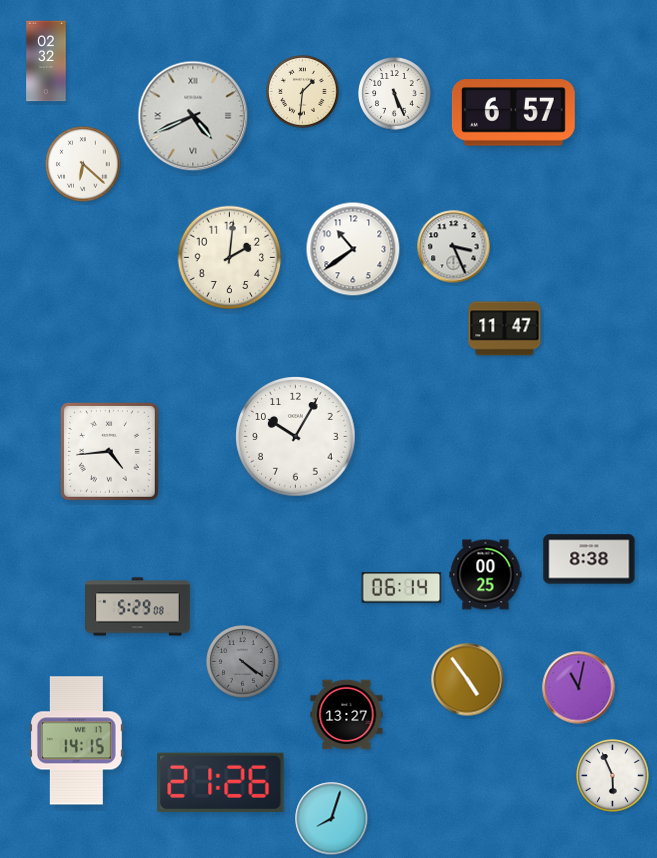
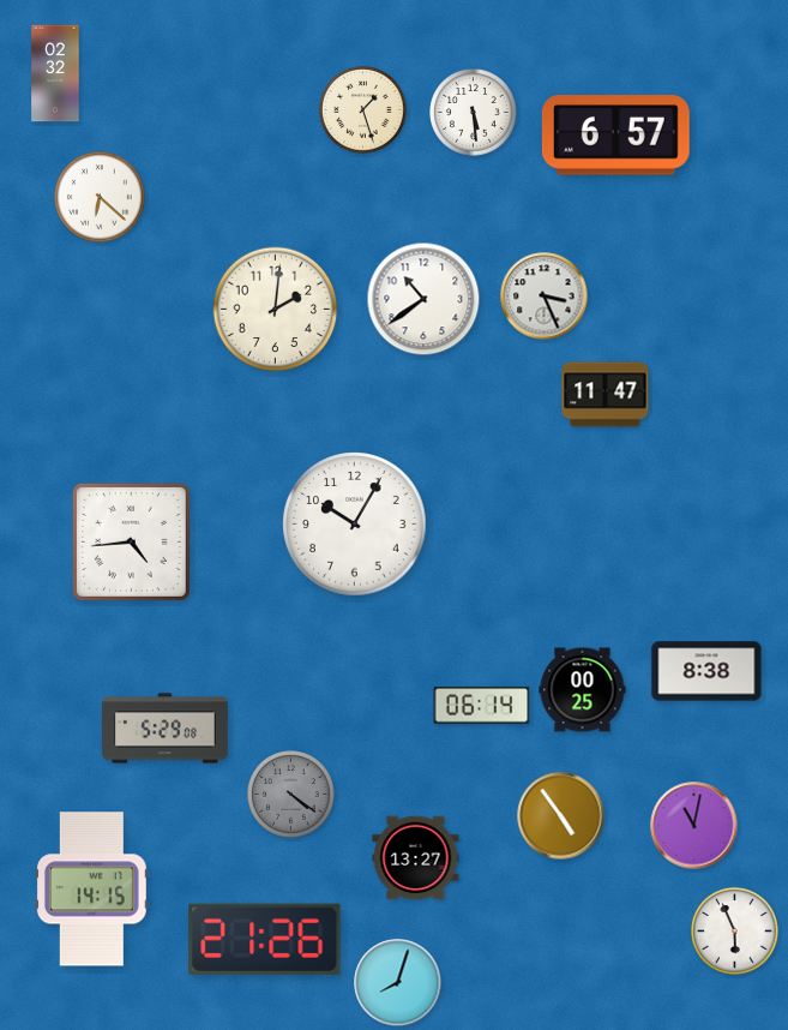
clock at (303, 92): 1:31 -> 1:27
clock at (395, 94): 5:26 -> 5:29
clock at (193, 116): 4:41 -> none
